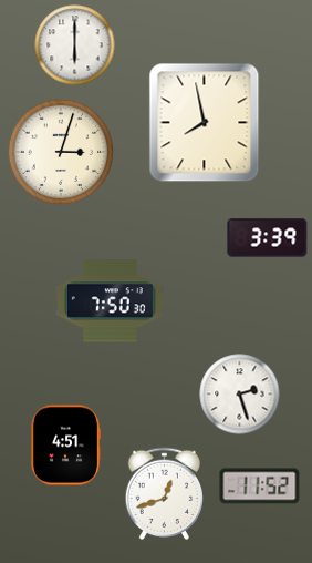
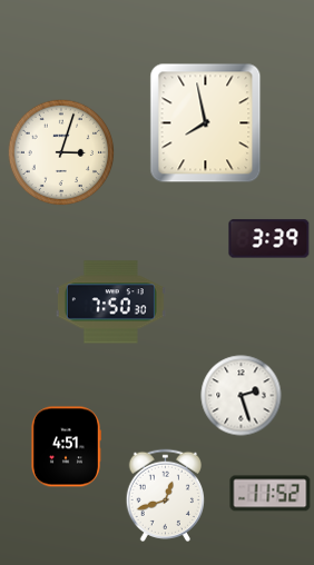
clock at (75, 45): 6:00 -> none
clock at (260, 487) position: (260, 487) -> (271, 494)
